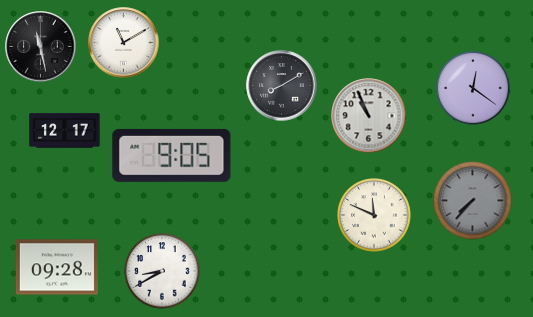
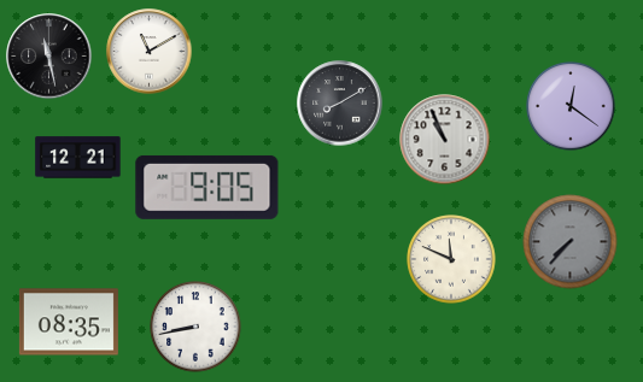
clock at (65, 131): 12:17 -> 12:21
clock at (57, 267): 09:28 -> 08:35
clock at (162, 271): 8:40 -> 8:43
